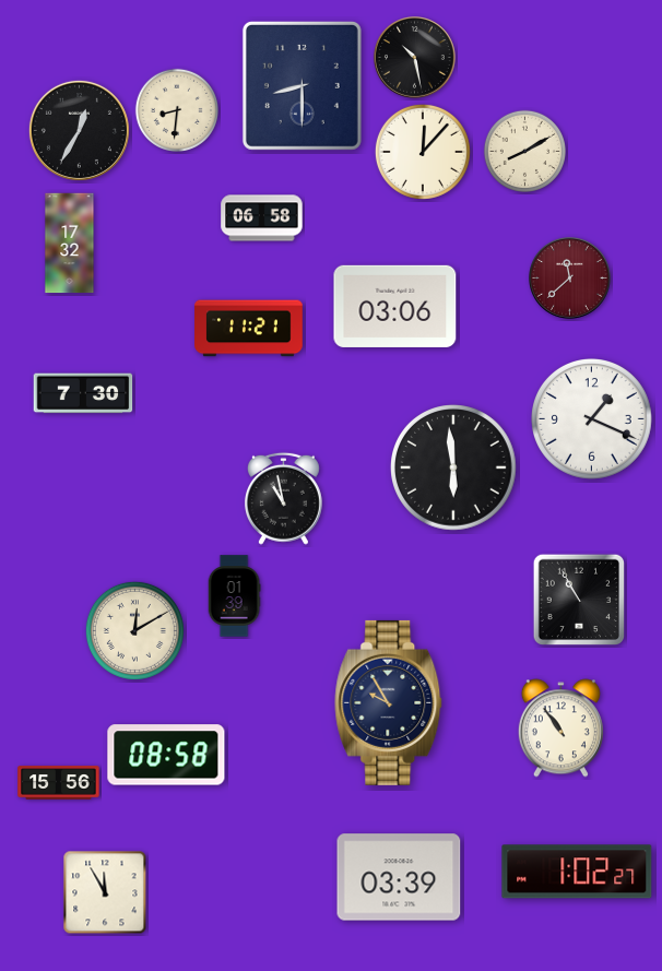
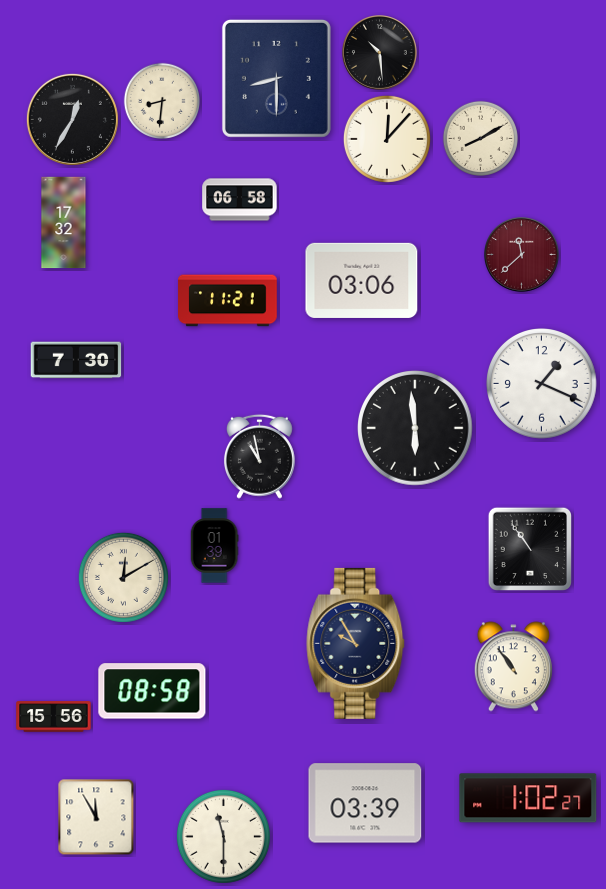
clock at (415, 58): 10:28 -> 10:29
clock at (578, 599): 10:55 -> 10:54
clock at (223, 836): none -> 11:30
